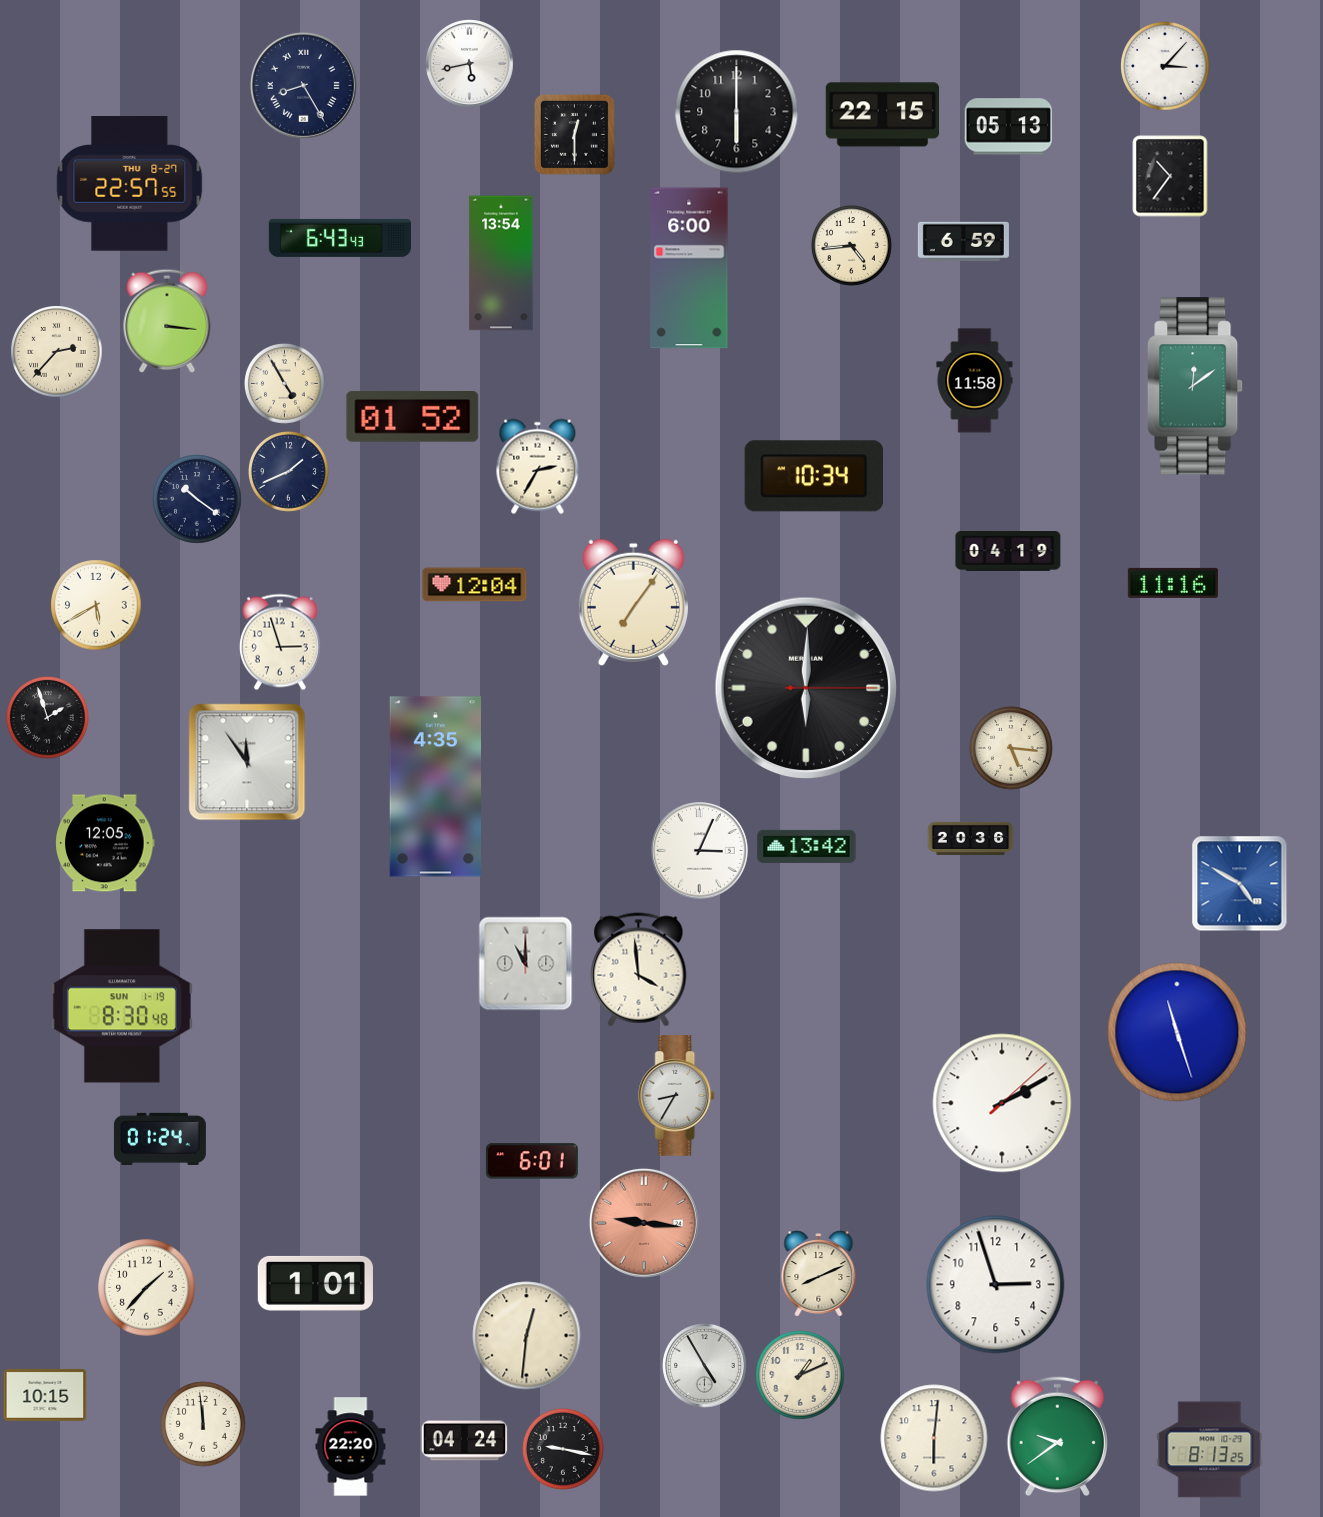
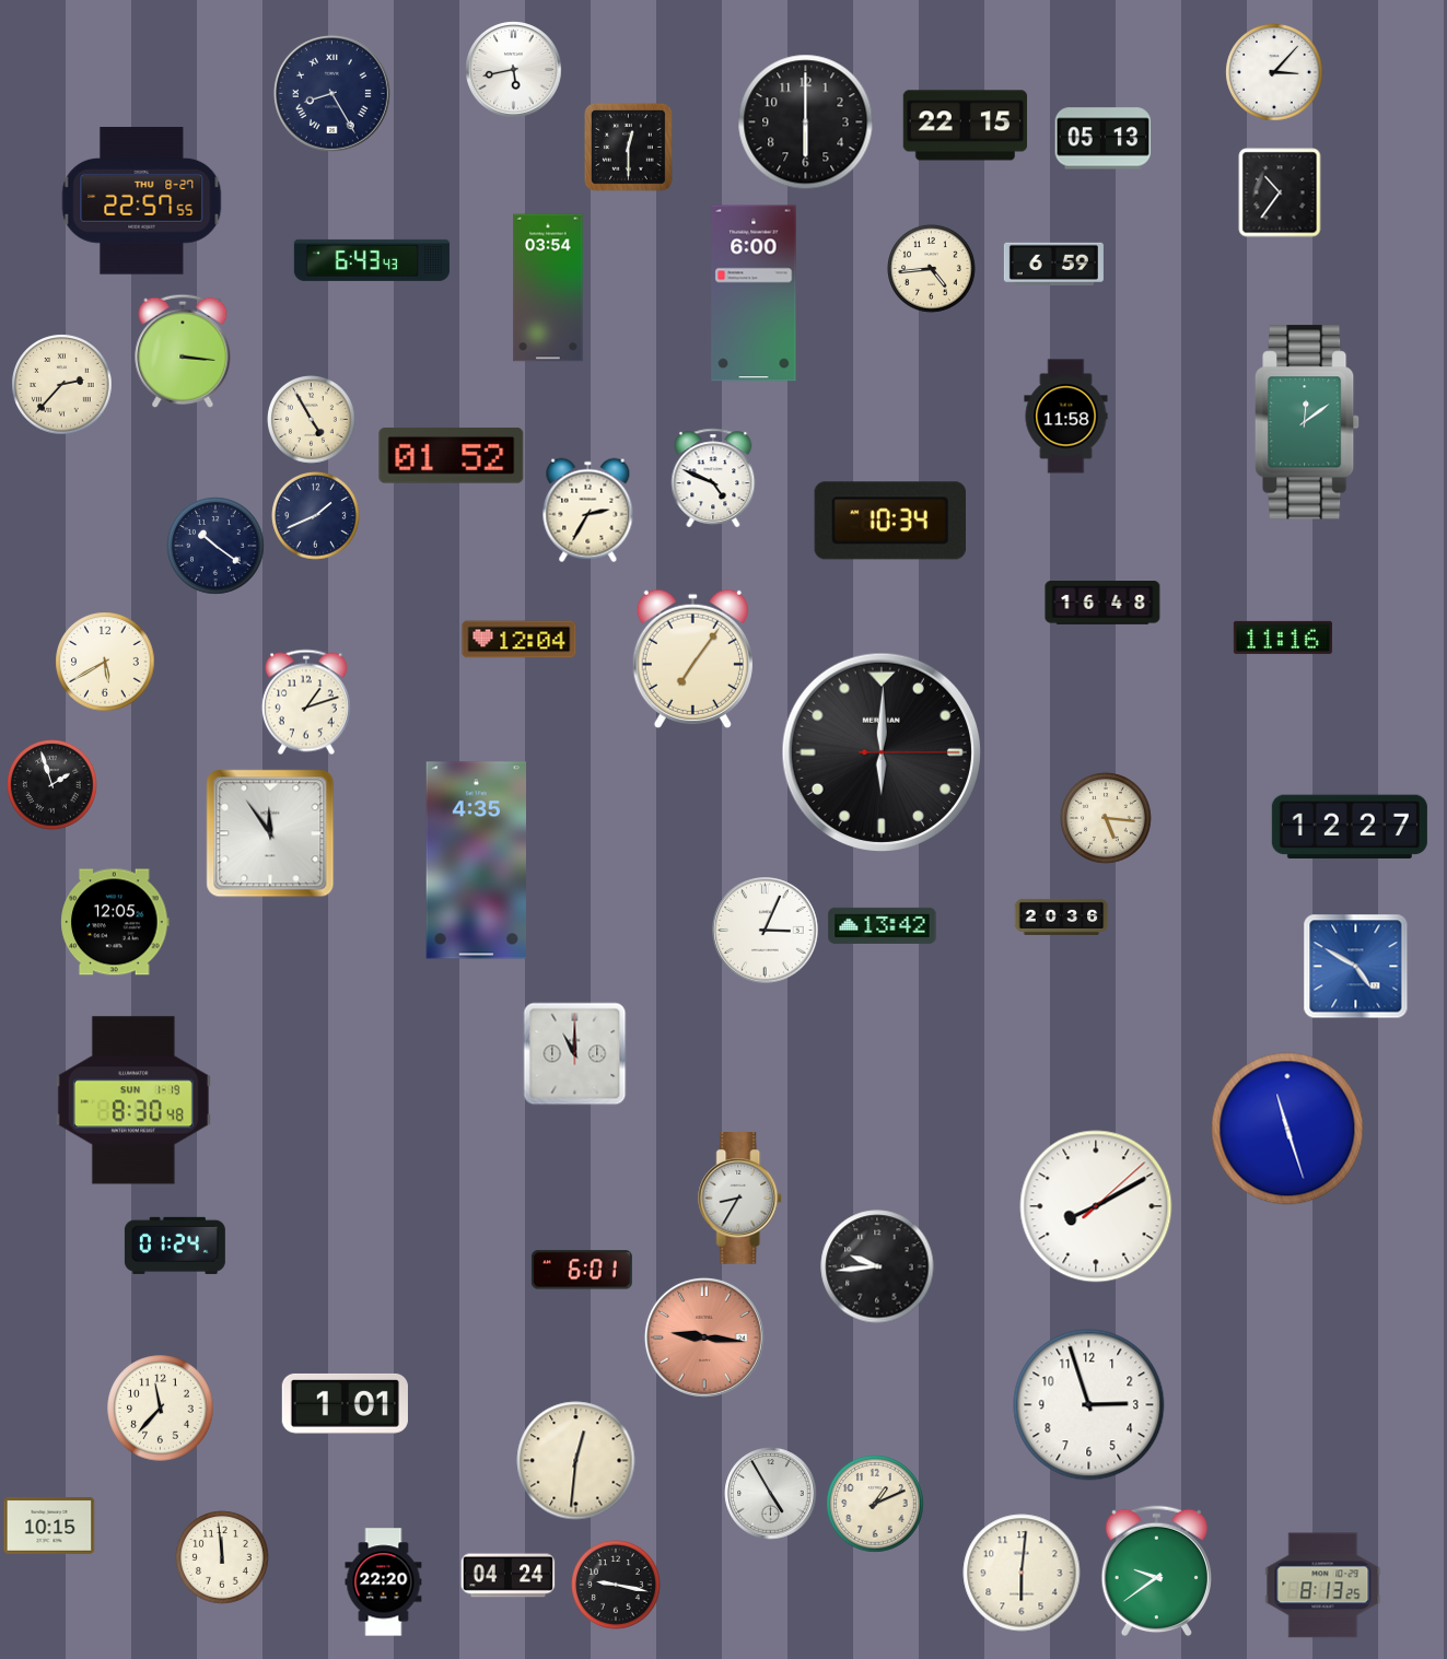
clock at (501, 263): 13:54 -> 03:54
clock at (713, 478): none -> 4:49
clock at (1008, 552): 04:19 -> 16:48
clock at (280, 642): 2:57 -> 1:12
clock at (1350, 827): none -> 12:27
clock at (639, 970): 3:59 -> none
clock at (1002, 1103): 2:10 -> 8:10
clock at (877, 1266): none -> 9:44
clock at (819, 1274): 8:11 -> none
clock at (147, 1288): 1:37 -> 11:37
